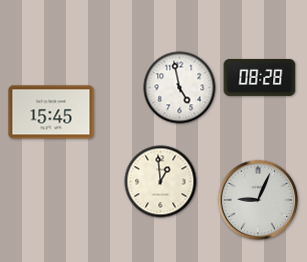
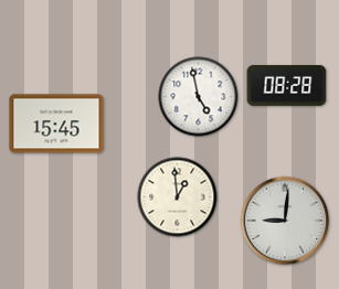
clock at (161, 182) position: (161, 182) -> (178, 197)
clock at (258, 200): 9:04 -> 9:01
